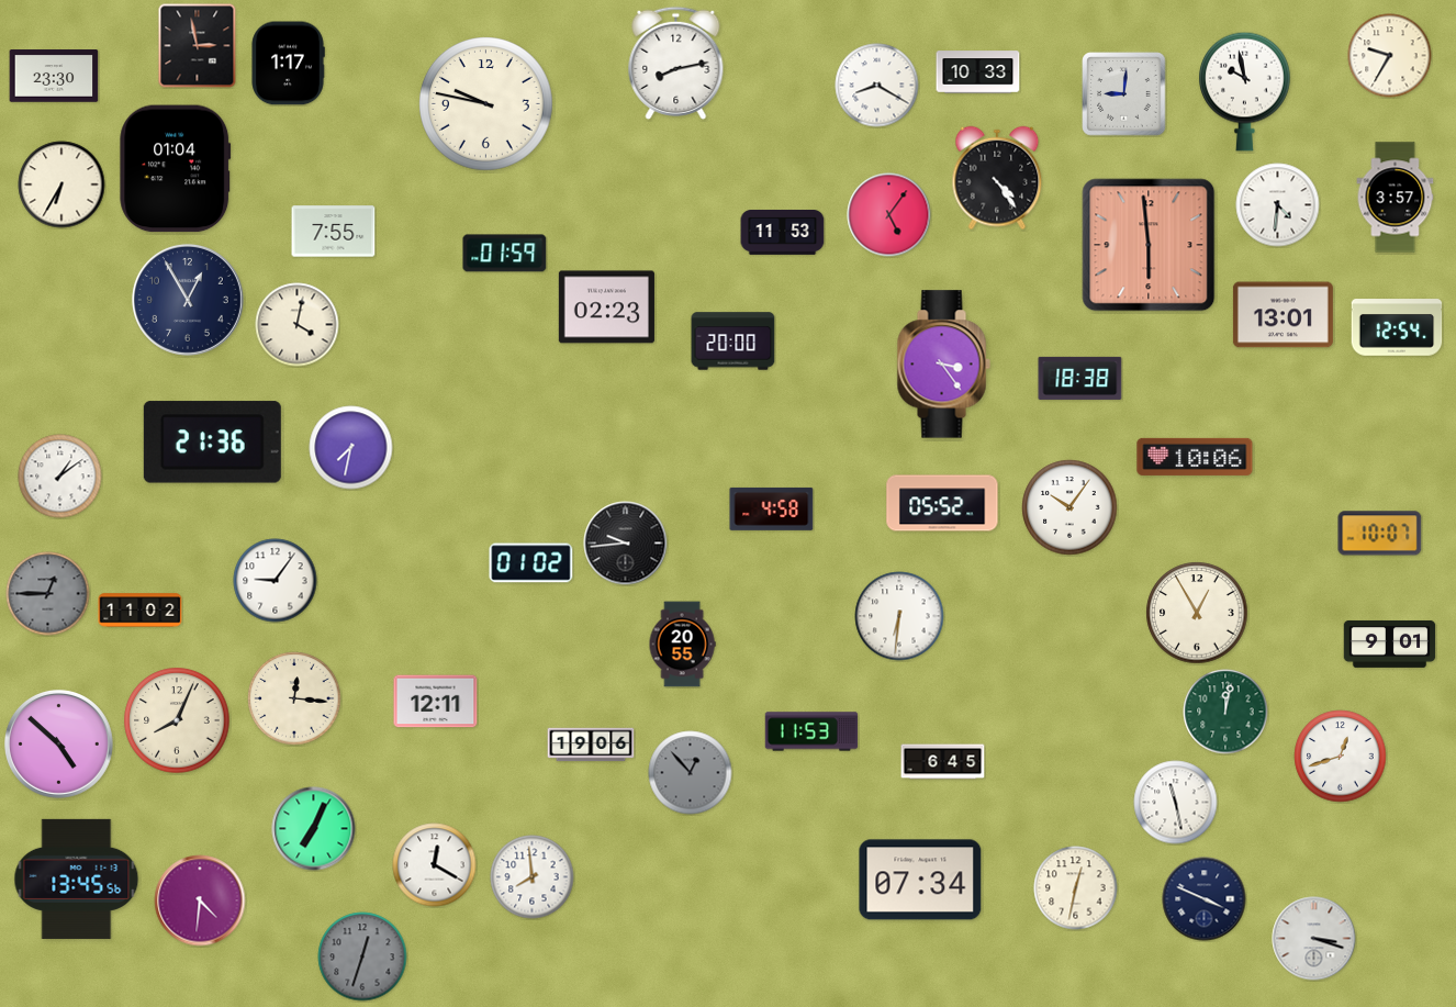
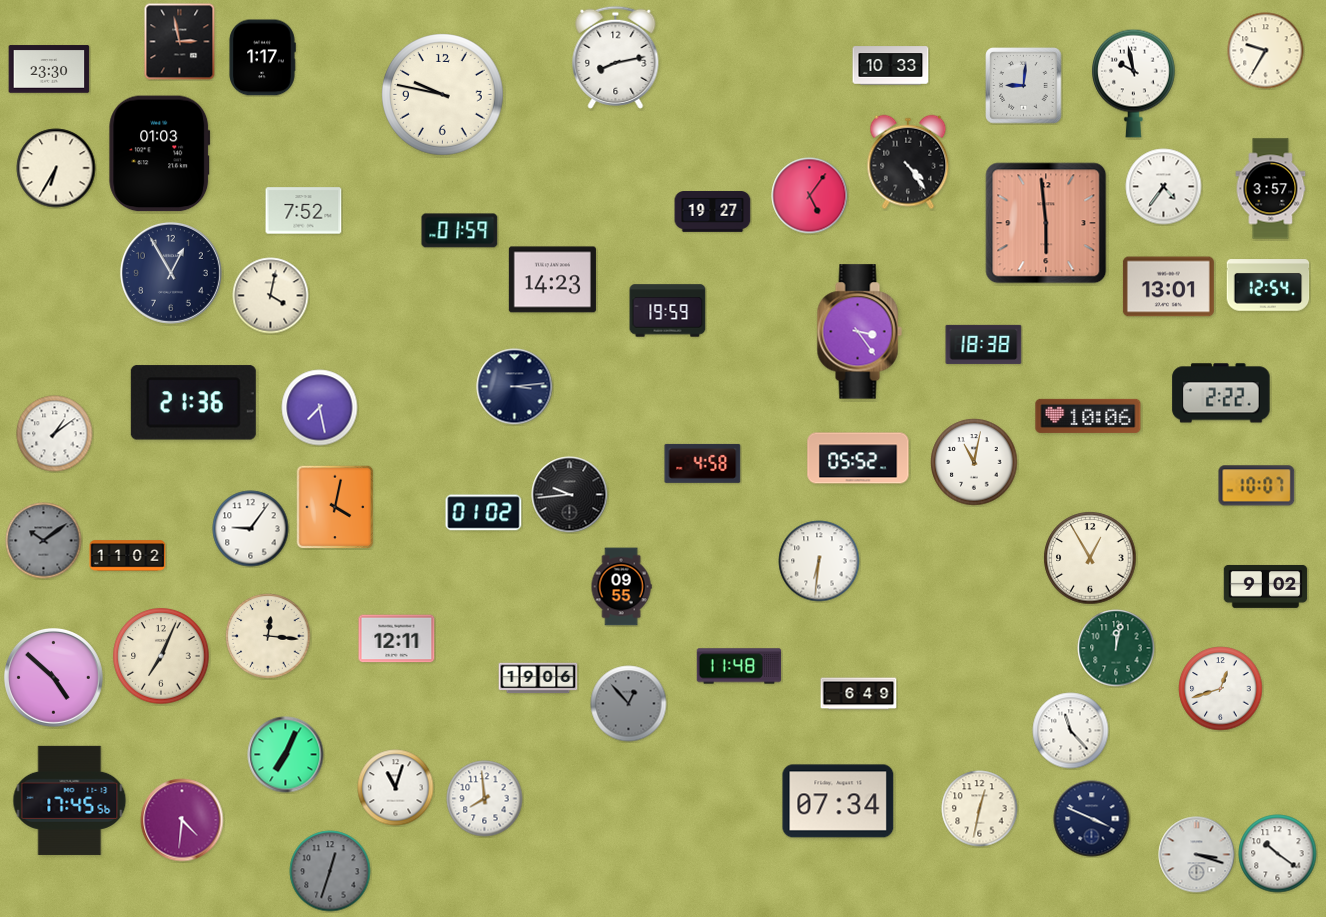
clock at (877, 86): 8:20 -> none
clock at (176, 169): 01:04 -> 01:03
clock at (1396, 198) position: (1396, 198) -> (1271, 189)
clock at (1278, 205): 4:31 -> 4:36
clock at (334, 232): 7:55 -> 7:52
clock at (783, 233): 11:53 -> 19:27
clock at (606, 307): 02:23 -> 14:23
clock at (1397, 327) position: (1397, 327) -> (1268, 285)
clock at (733, 342): 20:00 -> 19:59
clock at (515, 387): none -> 3:14
clock at (1221, 393): none -> 2:22
clock at (351, 448): 7:32 -> 7:28
clock at (1069, 507): 10:06 -> 11:02
clock at (335, 507): none -> 4:02
clock at (48, 594): 12:45 -> 10:09
clock at (1390, 644): 9:01 -> 9:02
clock at (682, 645): 20:55 -> 09:55
clock at (177, 720): 8:04 -> 7:04
clock at (811, 731): 11:53 -> 11:48
clock at (943, 762): 6:45 -> 6:49
clock at (1176, 803): 11:28 -> 11:23
clock at (435, 865): 12:20 -> 11:03
clock at (77, 879): 13:45 -> 17:45
clock at (1205, 899) position: (1205, 899) -> (1092, 819)
clock at (1278, 854): none -> 10:21
